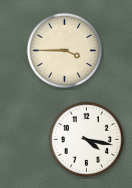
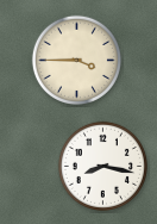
clock at (86, 139): 4:17 -> 8:17
